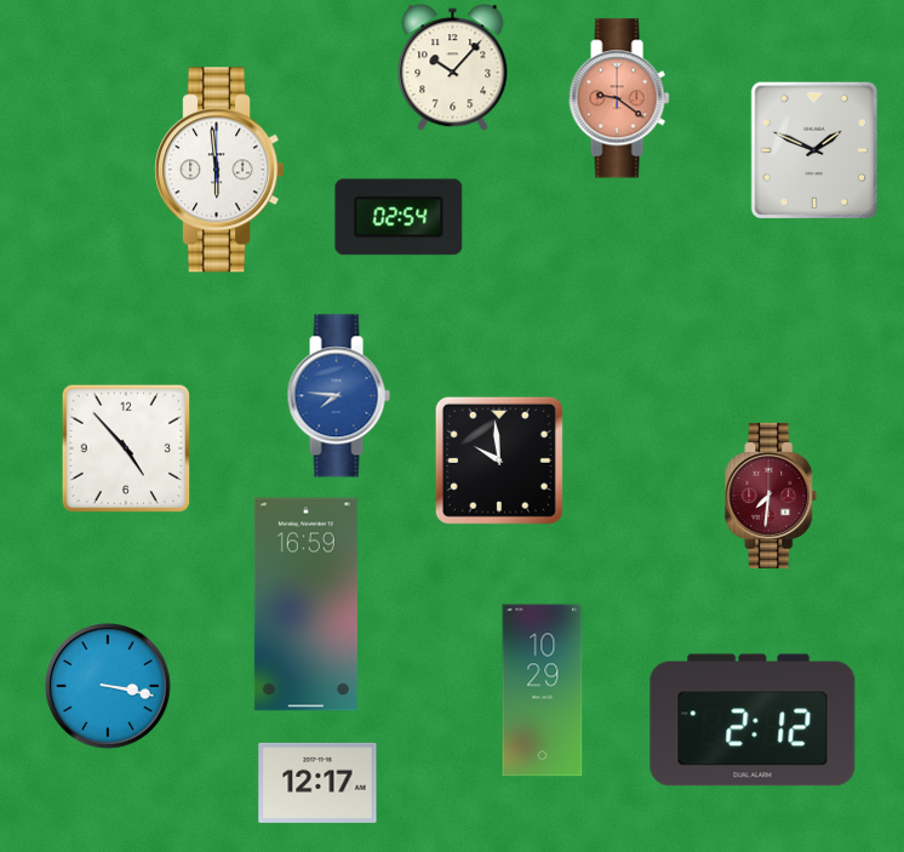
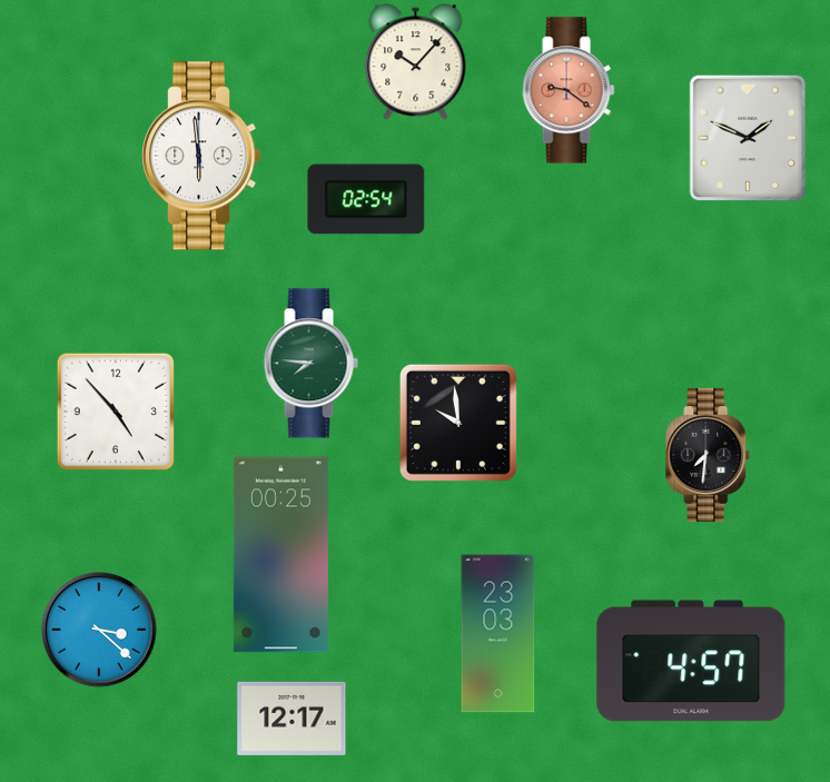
clock at (338, 396) dial: blue -> green
clock at (771, 496) dial: burgundy -> black
clock at (305, 605): 16:59 -> 00:25
clock at (108, 686): 3:17 -> 3:22
clock at (543, 691): 10:29 -> 23:03
clock at (753, 720): 2:12 -> 4:57
